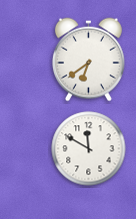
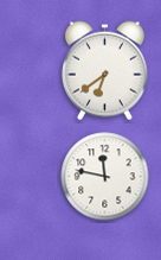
clock at (89, 149): 11:50 -> 11:47
